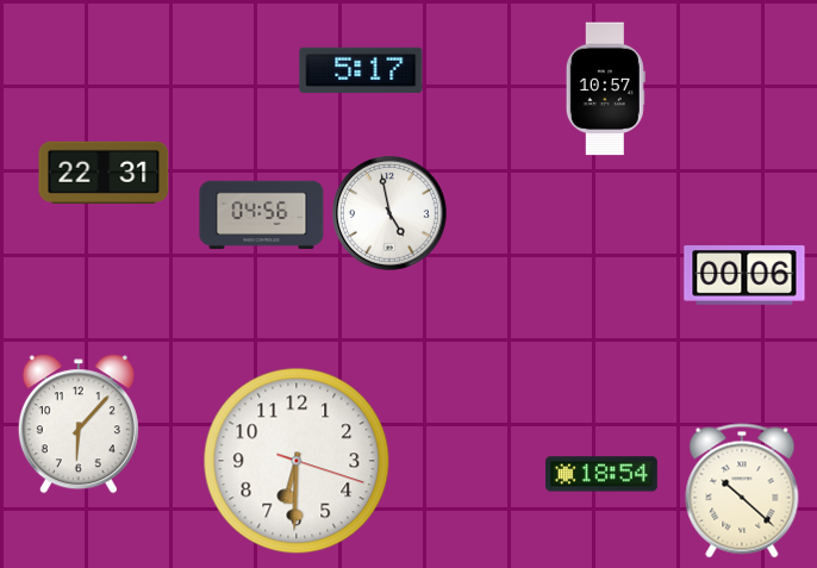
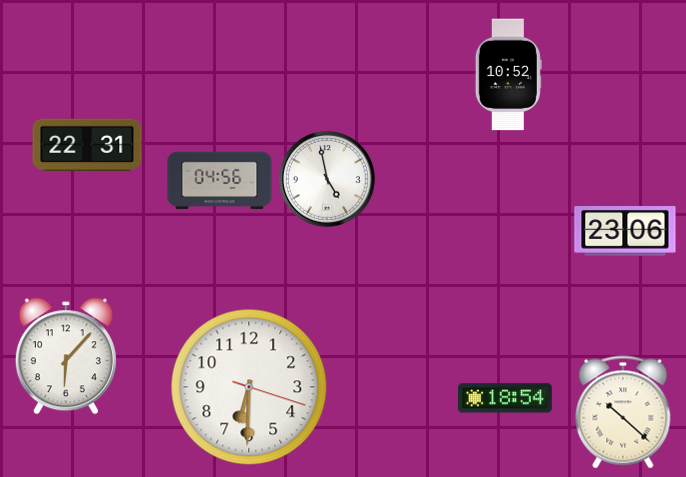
clock at (361, 70): 5:17 -> none
clock at (605, 89): 10:57 -> 10:52
clock at (744, 276): 00:06 -> 23:06
